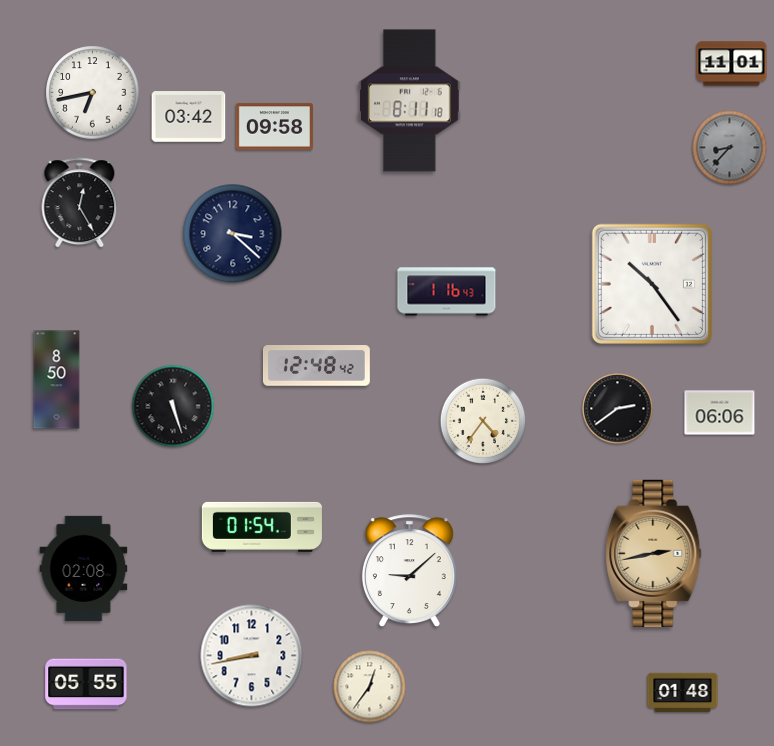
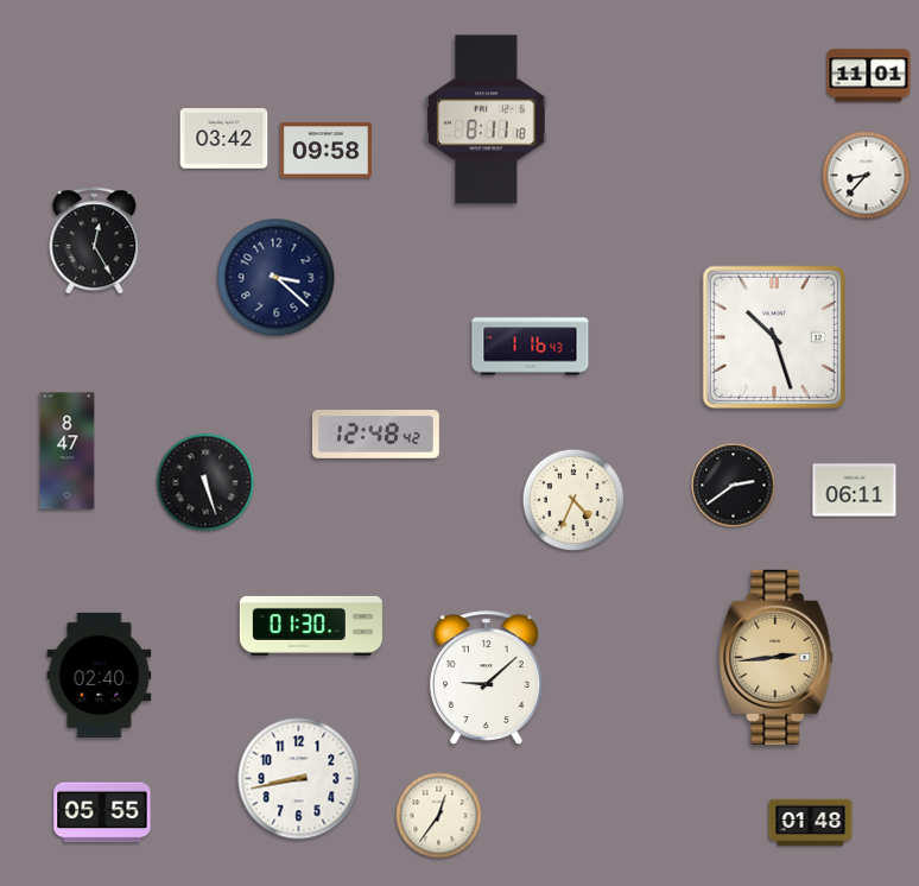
clock at (93, 93): 6:43 -> none
clock at (730, 148) dial: grey -> white
clock at (652, 284): 10:24 -> 10:27
clock at (57, 380): 8:50 -> 8:47
clock at (720, 413): 06:06 -> 06:11
clock at (483, 421): 4:36 -> 4:34
clock at (262, 527): 01:54 -> 01:30
clock at (654, 553): 2:43 -> 2:44
clock at (84, 568): 02:08 -> 02:40
